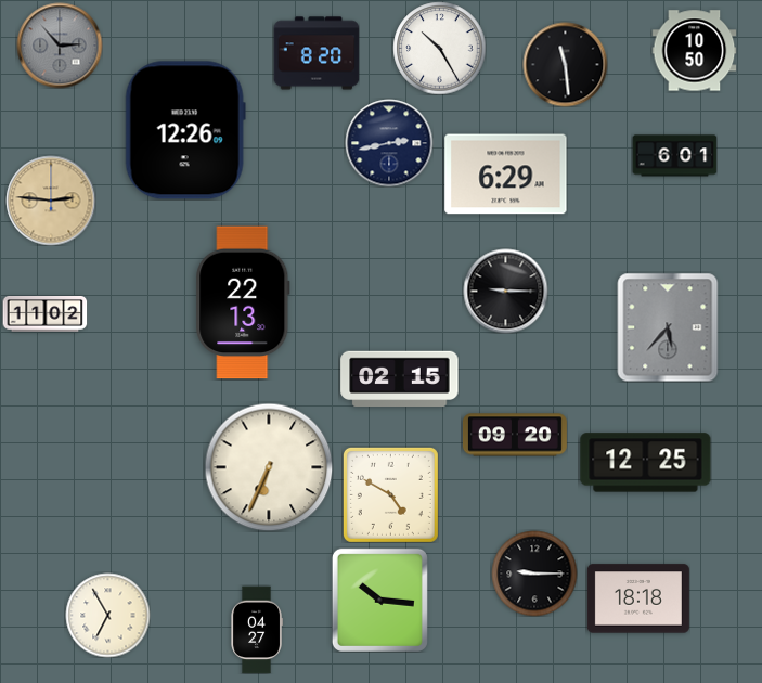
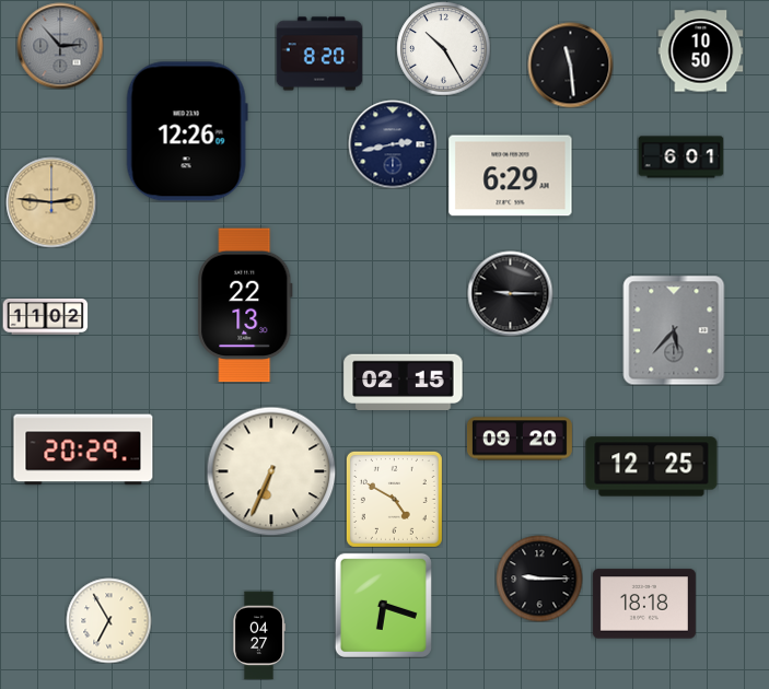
clock at (83, 449): none -> 20:29
clock at (379, 600): 10:16 -> 6:18
